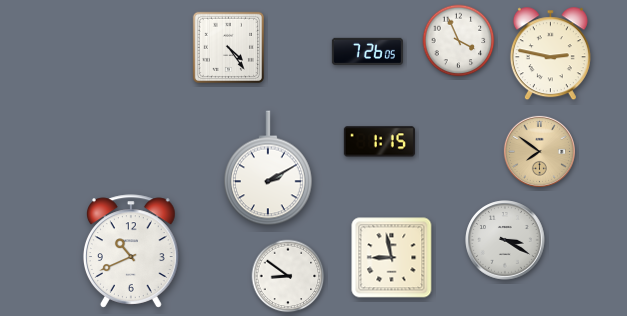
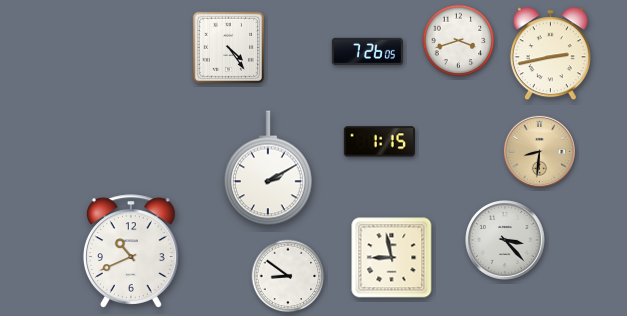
clock at (459, 41): 3:56 -> 3:42
clock at (550, 54): 2:47 -> 2:43
clock at (539, 151): 7:51 -> 8:31
clock at (505, 240): 3:20 -> 3:23
